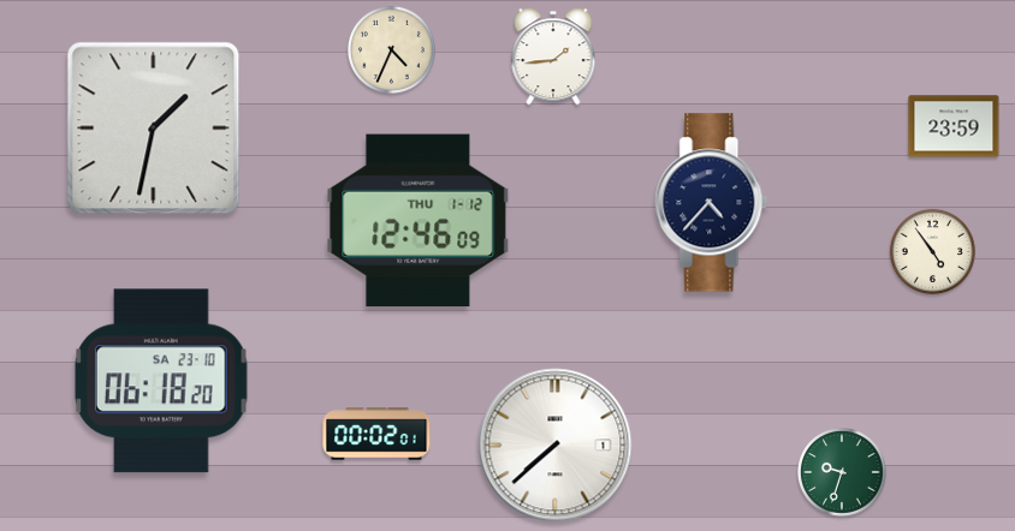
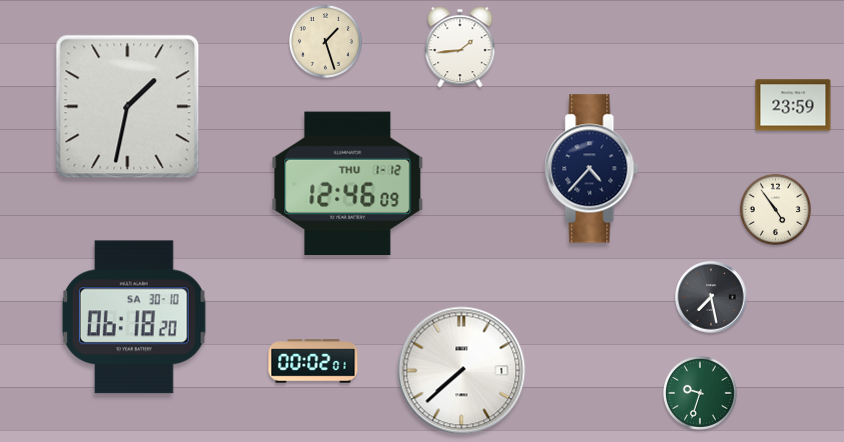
clock at (391, 49): 4:34 -> 1:27
clock at (711, 297): none -> 7:28
clock at (161, 381) date: SA 23-10 -> SA 30-10
